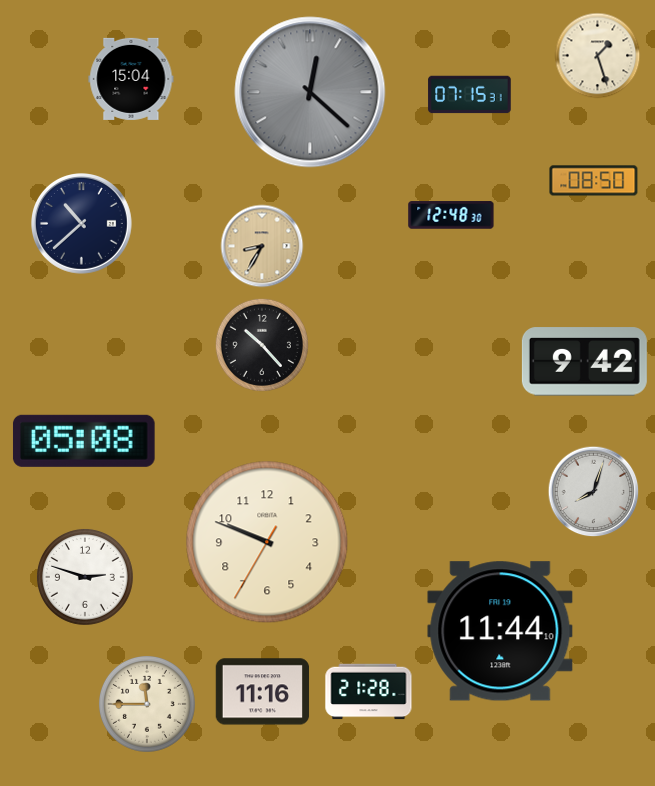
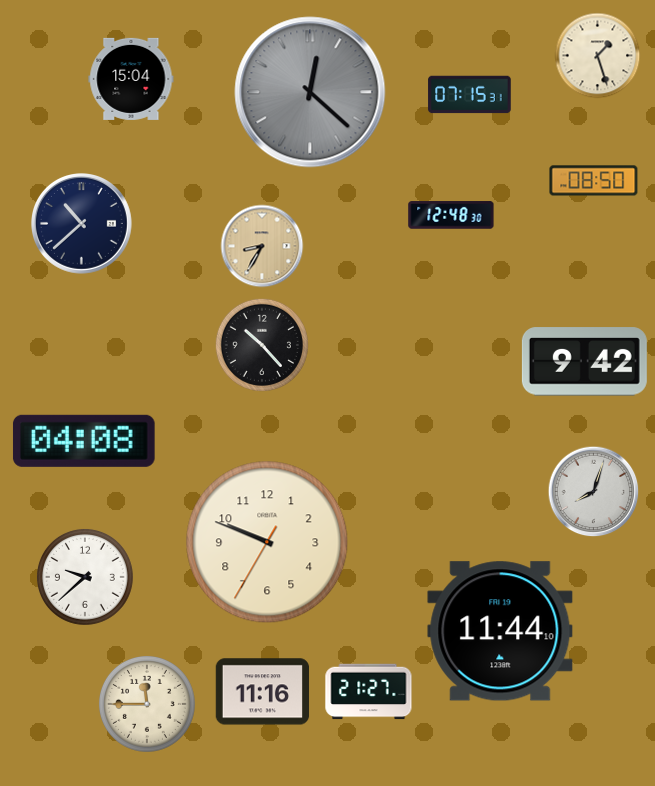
clock at (84, 441): 05:08 -> 04:08
clock at (85, 577): 2:48 -> 9:38
clock at (369, 692): 21:28 -> 21:27
